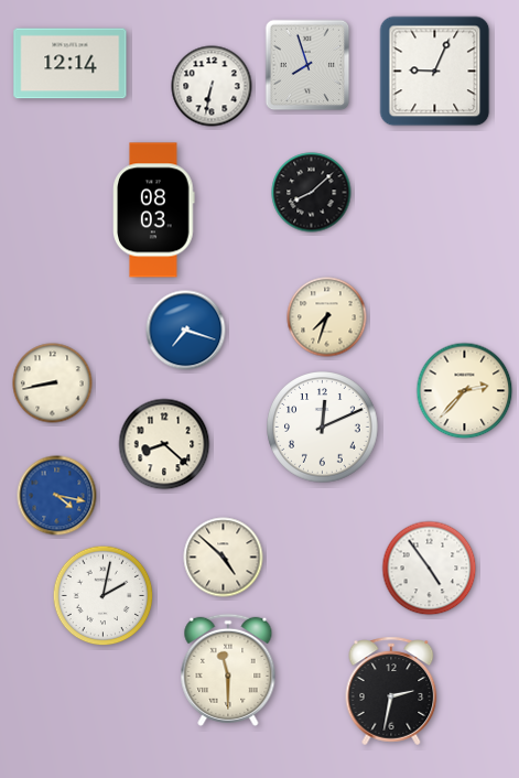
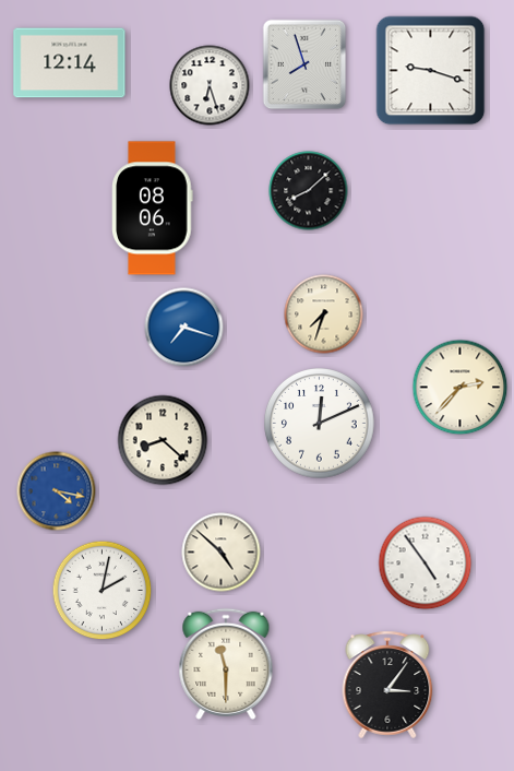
clock at (435, 72): 9:04 -> 9:18
clock at (212, 86): 6:32 -> 6:27
clock at (154, 210): 08:03 -> 08:06
clock at (53, 383): 8:43 -> none
clock at (391, 691): 2:32 -> 3:06
